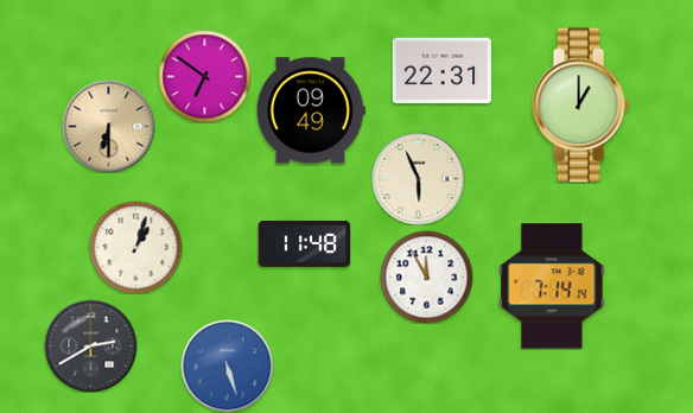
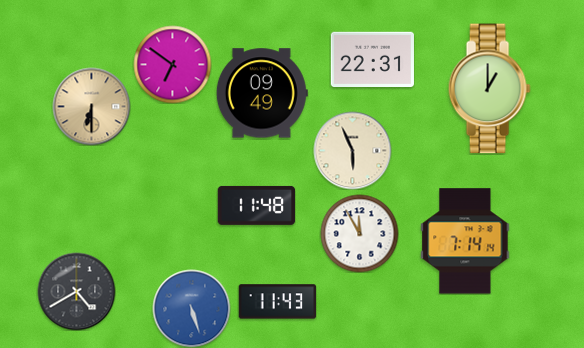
clock at (135, 247): 1:03 -> none
clock at (90, 345): 2:40 -> 4:40
clock at (277, 302): none -> 11:43
